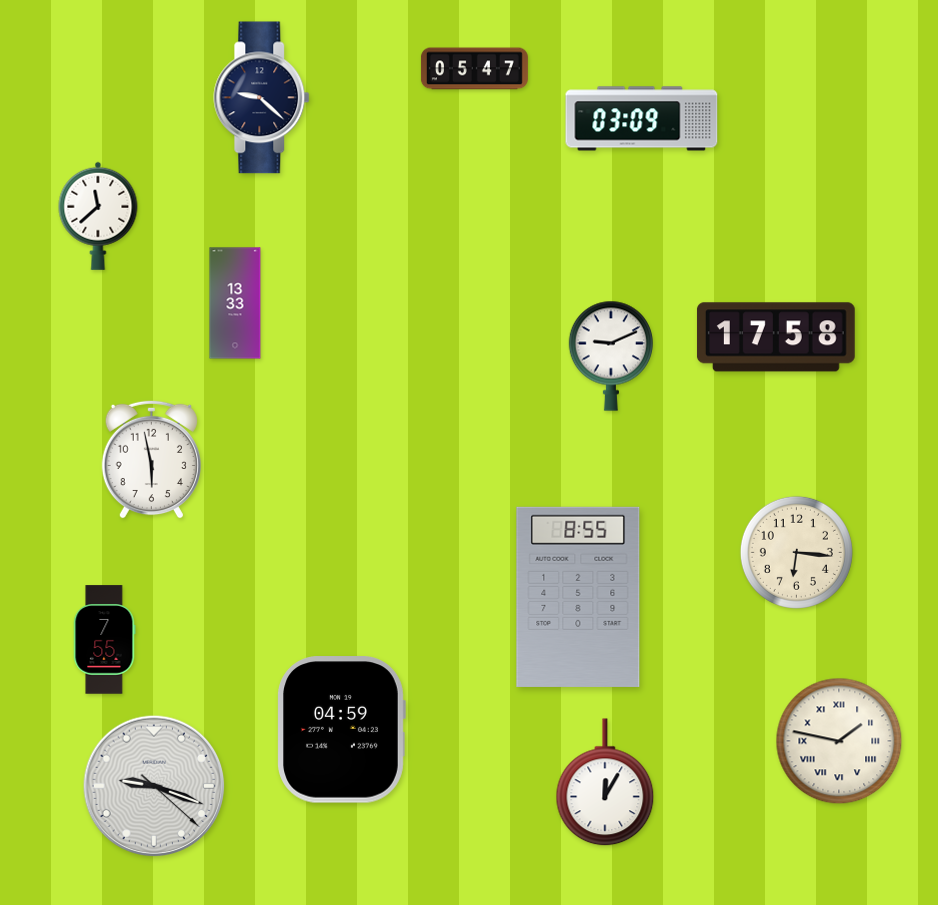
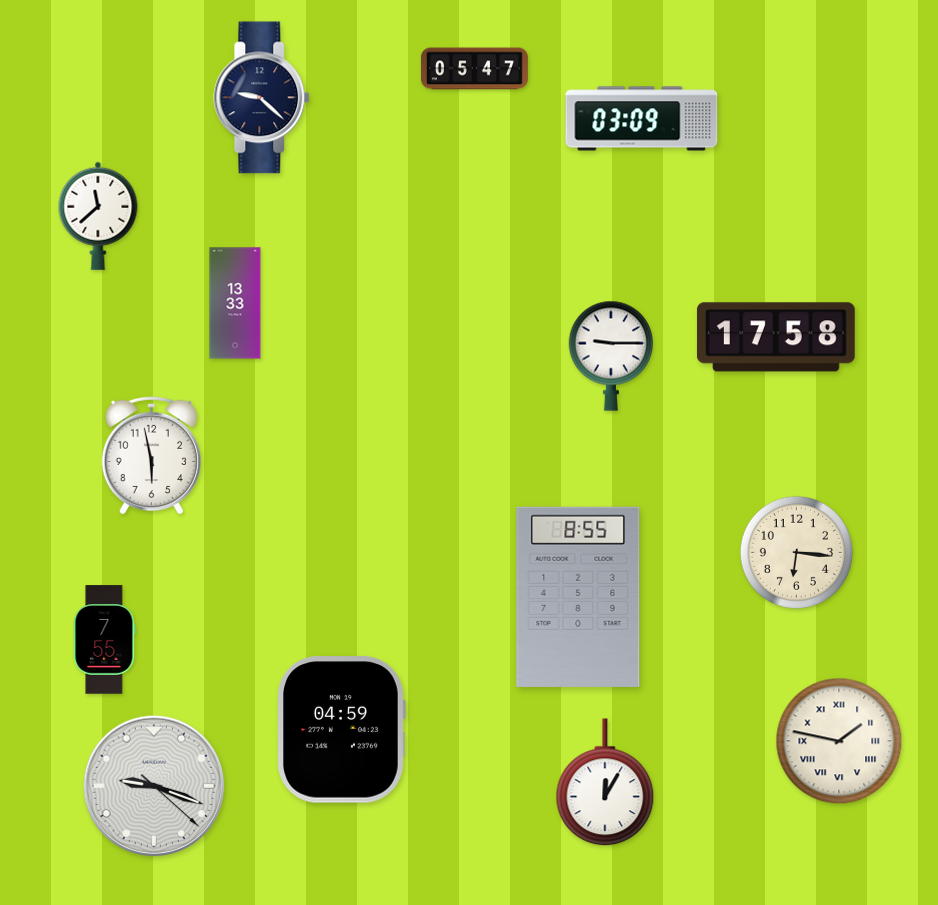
clock at (610, 356): 9:11 -> 9:15
clock at (151, 459) position: (151, 459) -> (151, 455)
